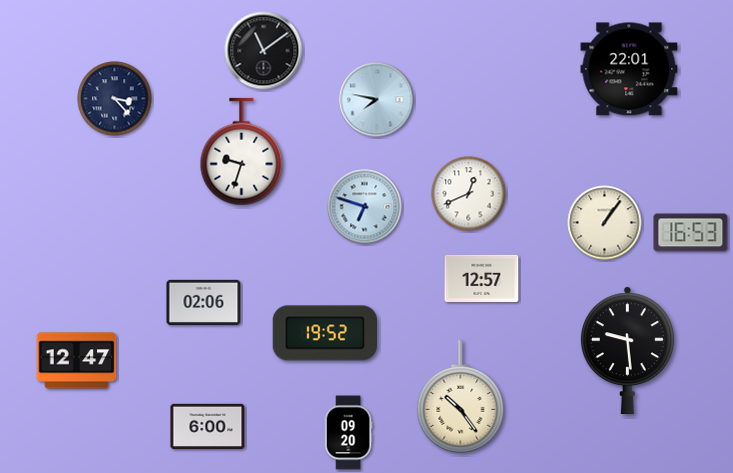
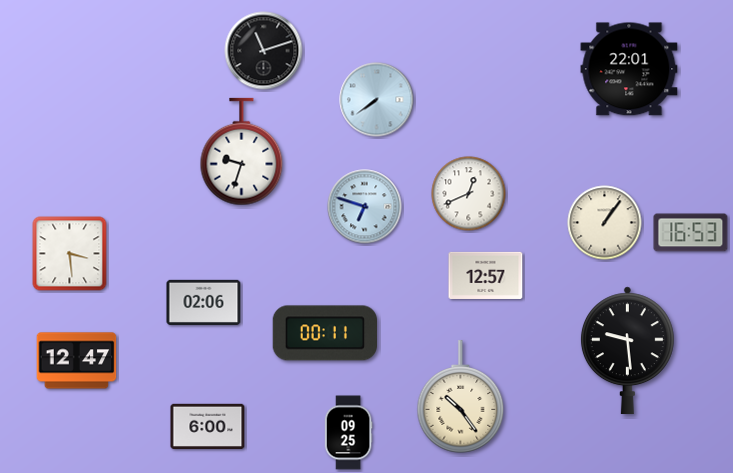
clock at (264, 51): 11:09 -> 11:12
clock at (115, 99): 3:23 -> none
clock at (377, 100): 7:47 -> 7:39
clock at (70, 254): none -> 3:29
clock at (482, 278) position: (482, 278) -> (486, 275)
clock at (324, 333): 19:52 -> 00:11
clock at (348, 433): 09:20 -> 09:25
